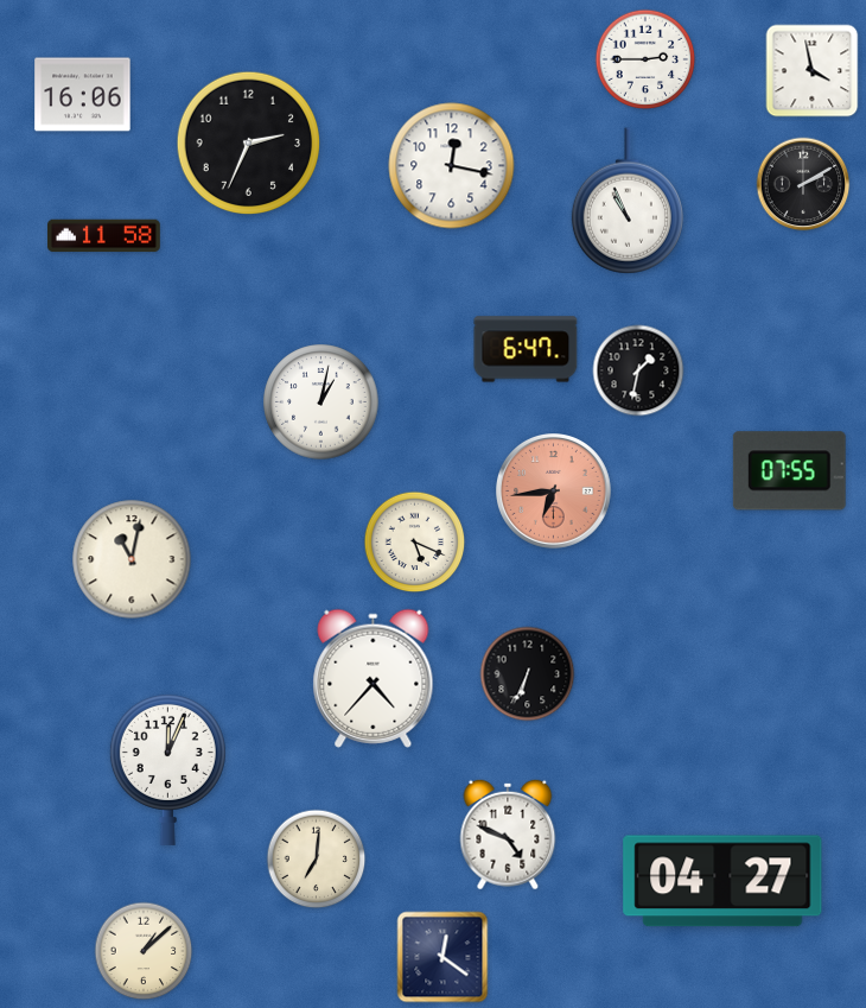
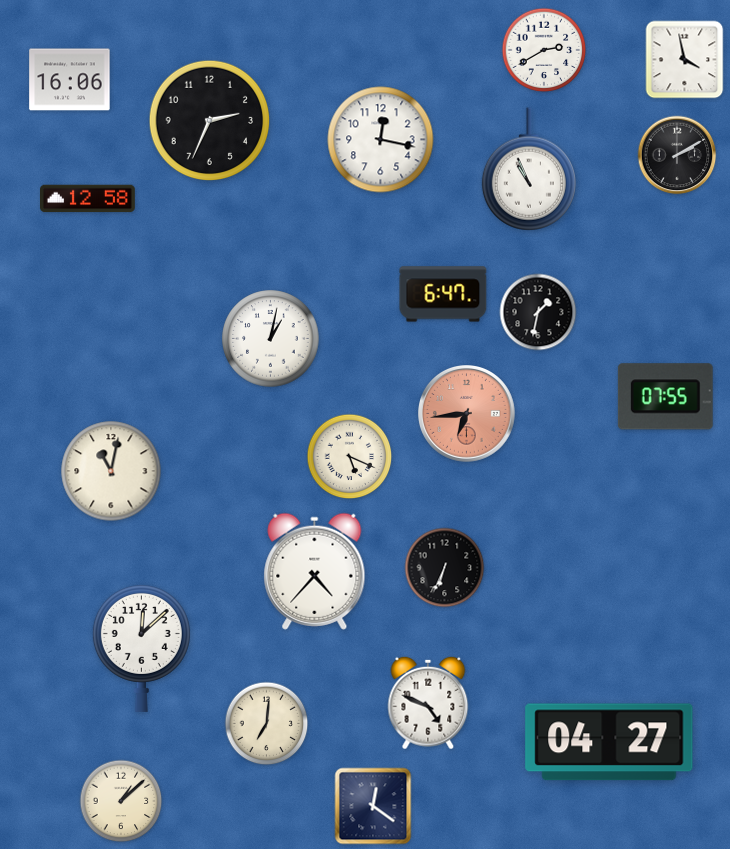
clock at (645, 59): 2:45 -> 2:40
clock at (104, 236): 11:58 -> 12:58
clock at (167, 769): 12:04 -> 12:08
